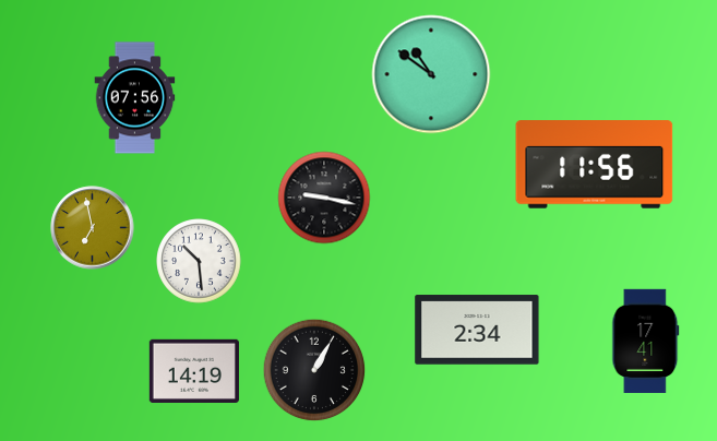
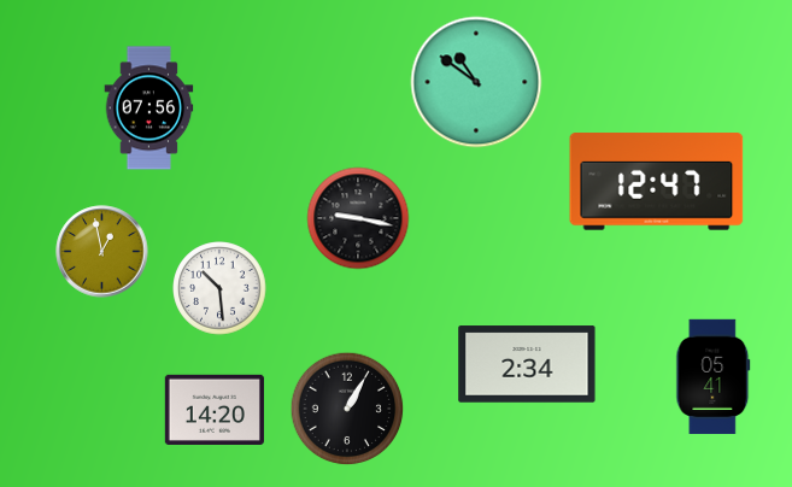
clock at (595, 165): 11:56 -> 12:47
clock at (93, 228): 6:58 -> 12:58
clock at (646, 341): 17:41 -> 05:41
clock at (194, 371): 14:19 -> 14:20
